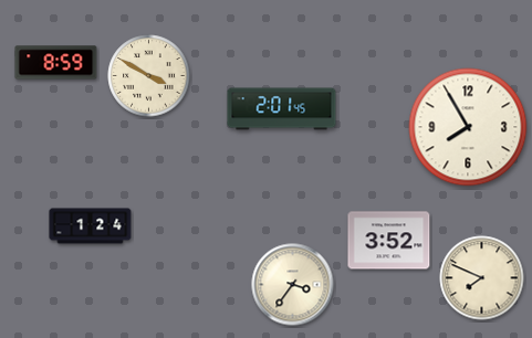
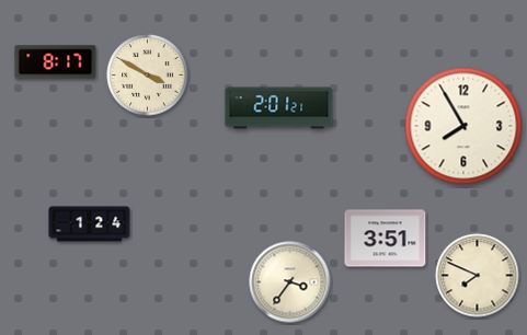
clock at (56, 63): 8:59 -> 8:17
clock at (282, 109): 2:01:45 -> 2:01:21
clock at (389, 241): 3:52 -> 3:51
